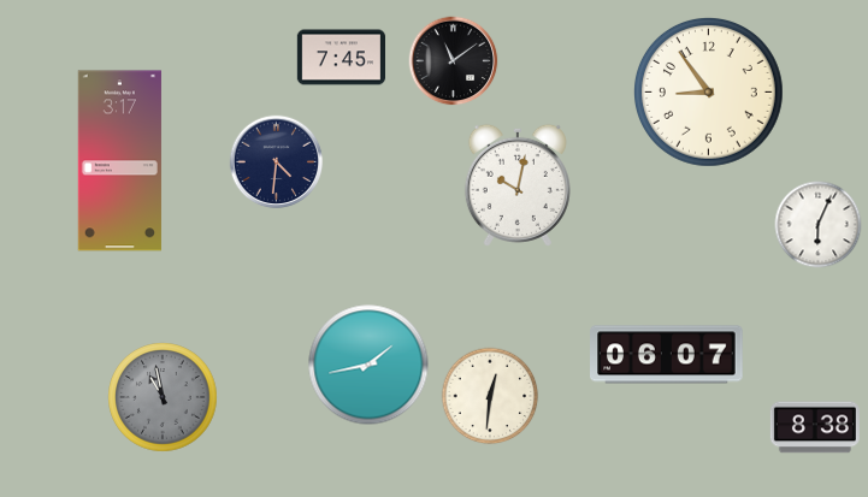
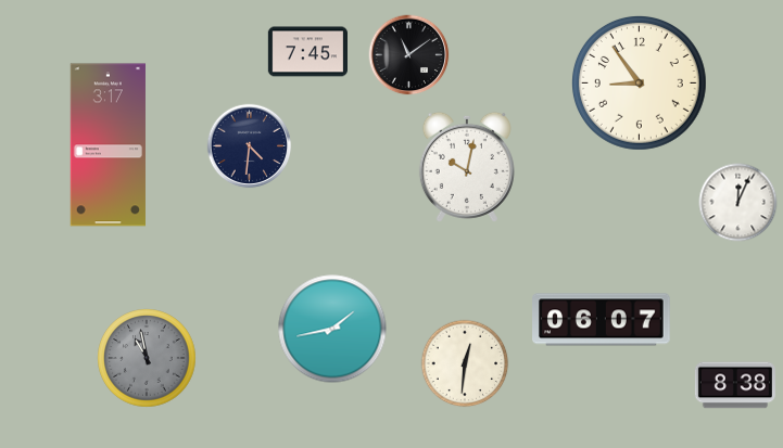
clock at (819, 225): 6:04 -> 12:04
clock at (490, 396) position: (490, 396) -> (465, 363)
